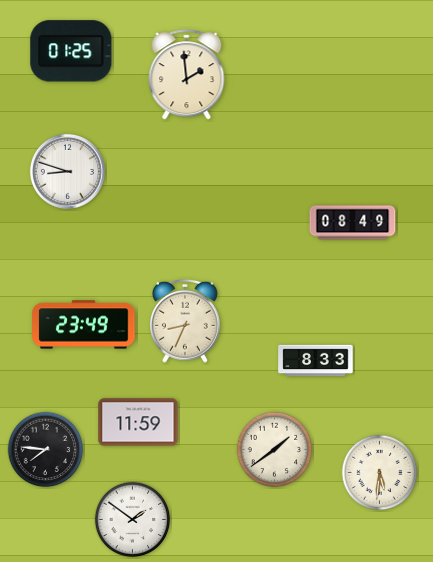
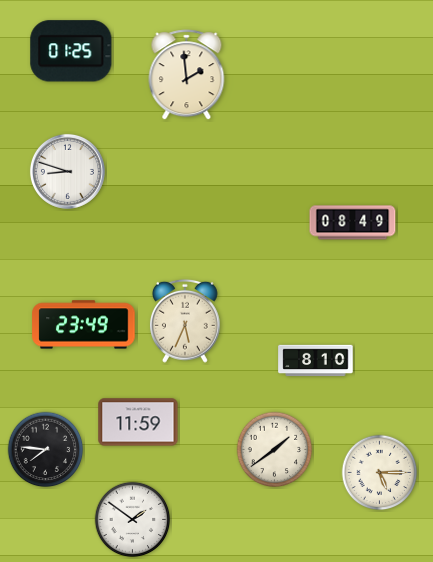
clock at (185, 321): 8:34 -> 5:34
clock at (316, 361): 8:33 -> 8:10
clock at (380, 473): 5:31 -> 5:15
